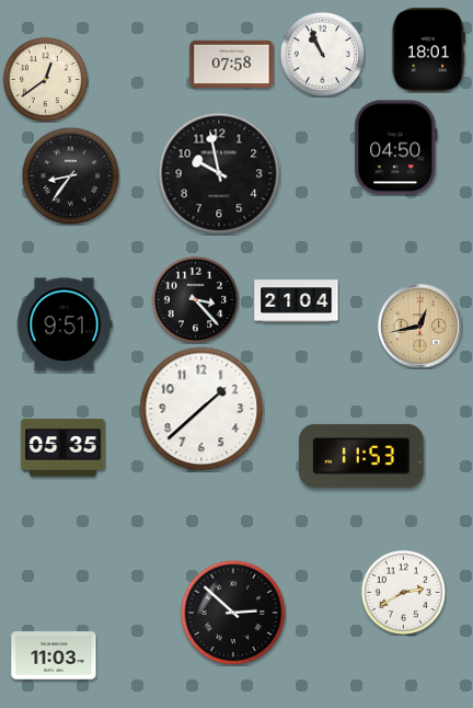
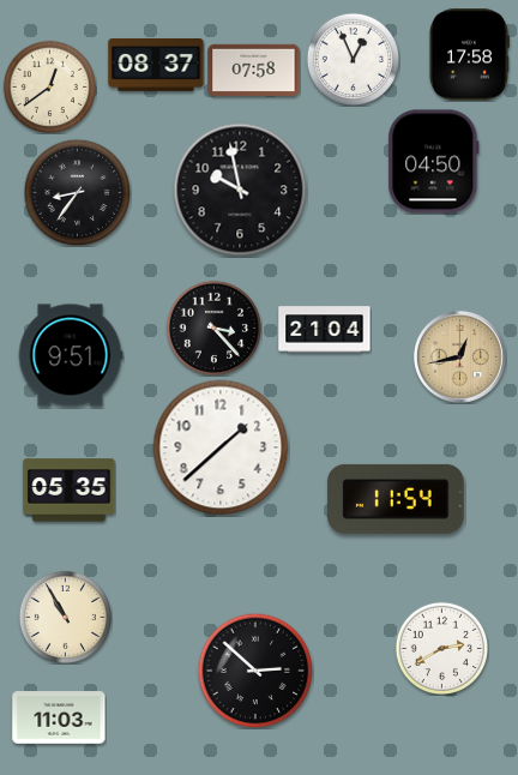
clock at (428, 50): 18:01 -> 17:58
clock at (322, 54): 10:56 -> 12:56
clock at (156, 65): none -> 08:37
clock at (361, 456): 11:53 -> 11:54
clock at (65, 617): none -> 10:55
